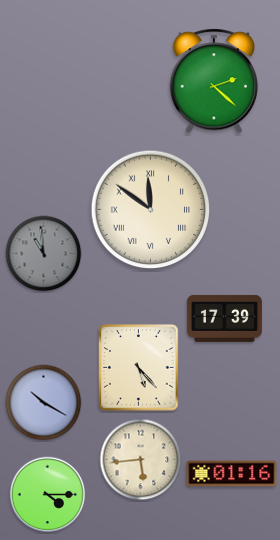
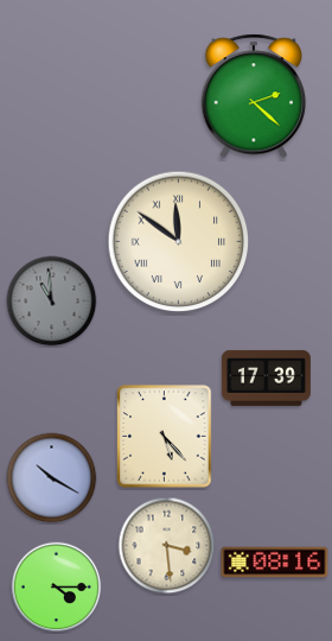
clock at (151, 210) position: (151, 210) -> (179, 242)
clock at (141, 460): 5:44 -> 3:29
clock at (232, 474): 01:16 -> 08:16
